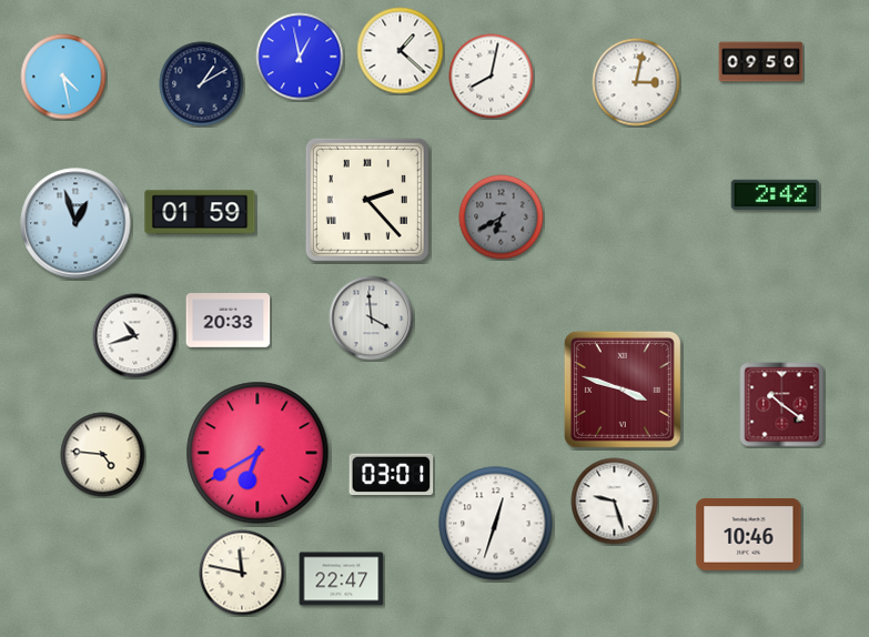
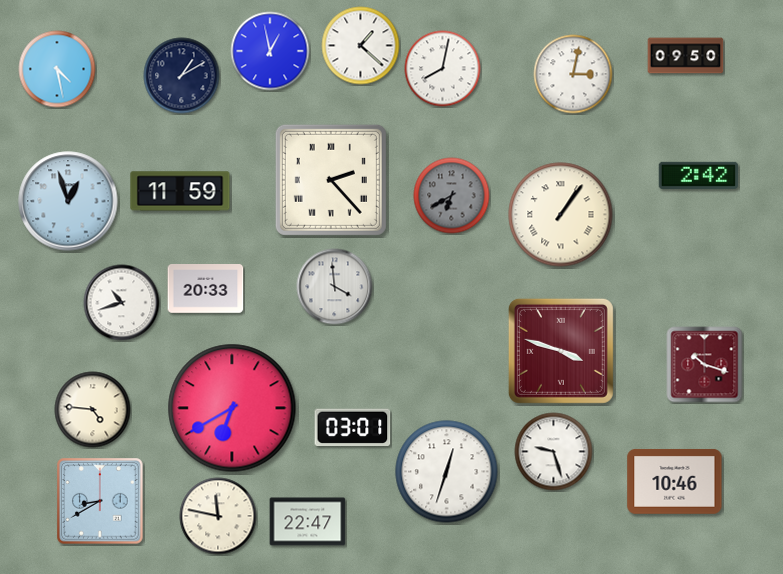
clock at (200, 212): 01:59 -> 11:59
clock at (561, 215): none -> 1:06
clock at (782, 405): 10:21 -> 10:18
clock at (100, 501): none -> 8:40
